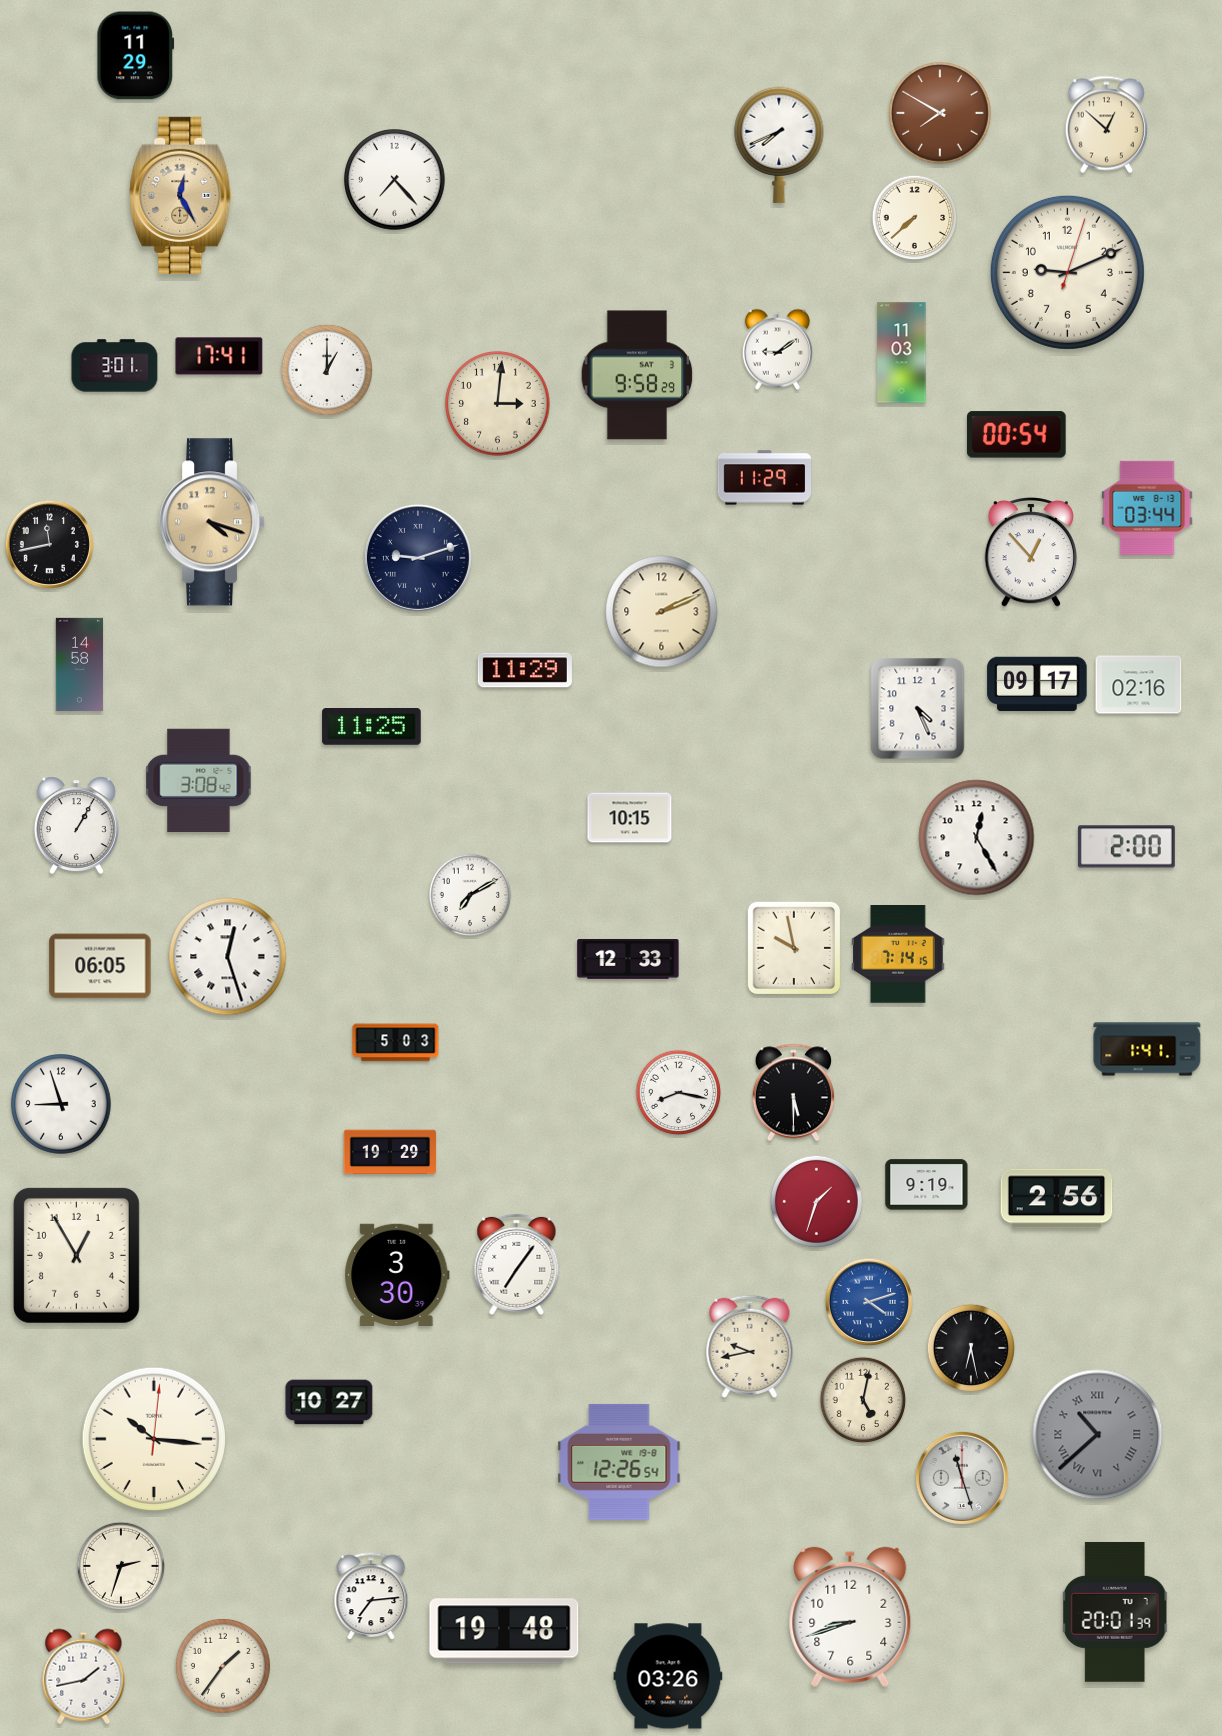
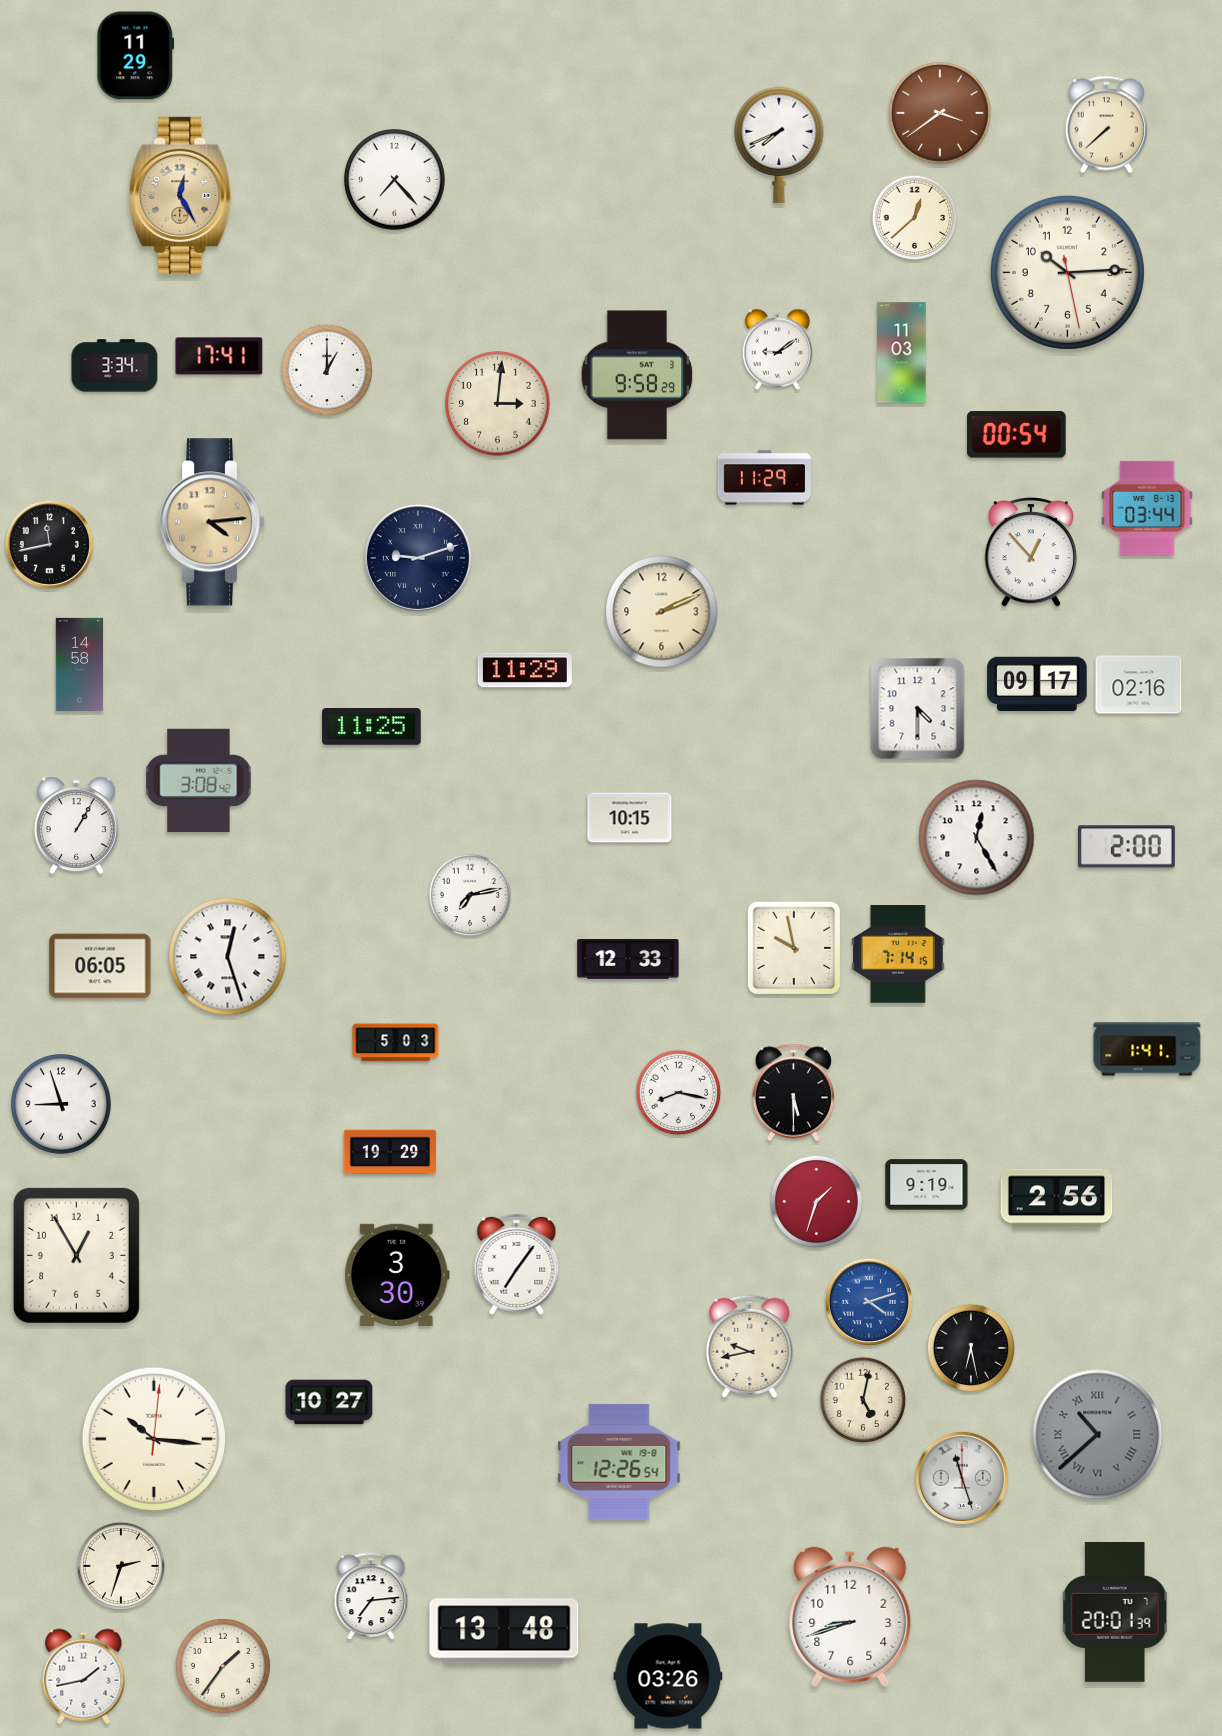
clock at (940, 113): 7:50 -> 3:39
clock at (1106, 125): 12:52 -> 7:38
clock at (915, 218): 7:38 -> 12:38
clock at (1067, 272): 9:11 -> 10:14
clock at (115, 366): 3:01 -> 3:34
clock at (213, 522): 4:18 -> 4:14
clock at (918, 709): 4:26 -> 4:30
clock at (470, 895): 7:10 -> 7:13
clock at (504, 1631): 19:48 -> 13:48
